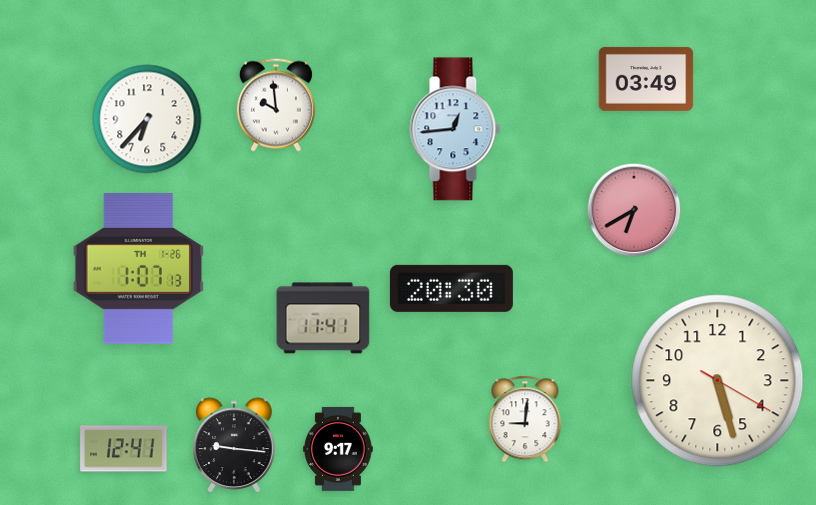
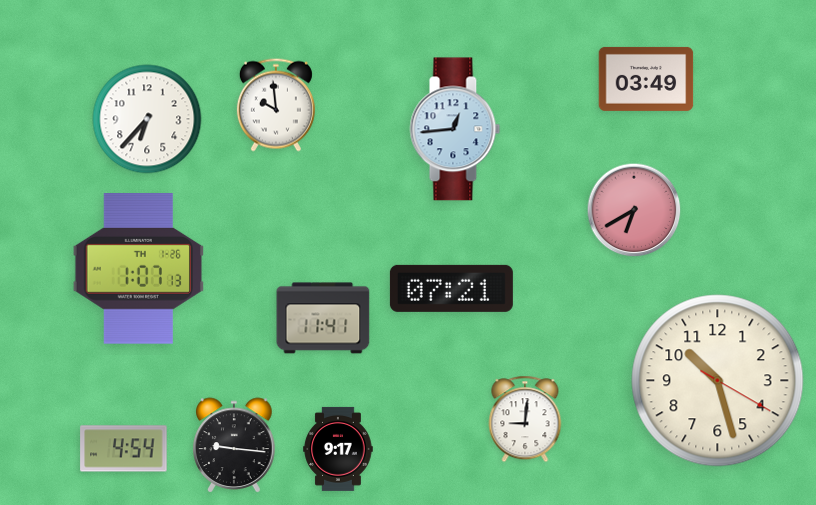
clock at (451, 288): 20:30 -> 07:21
clock at (718, 381): 5:27 -> 10:27
clock at (124, 449): 12:41 -> 4:54
